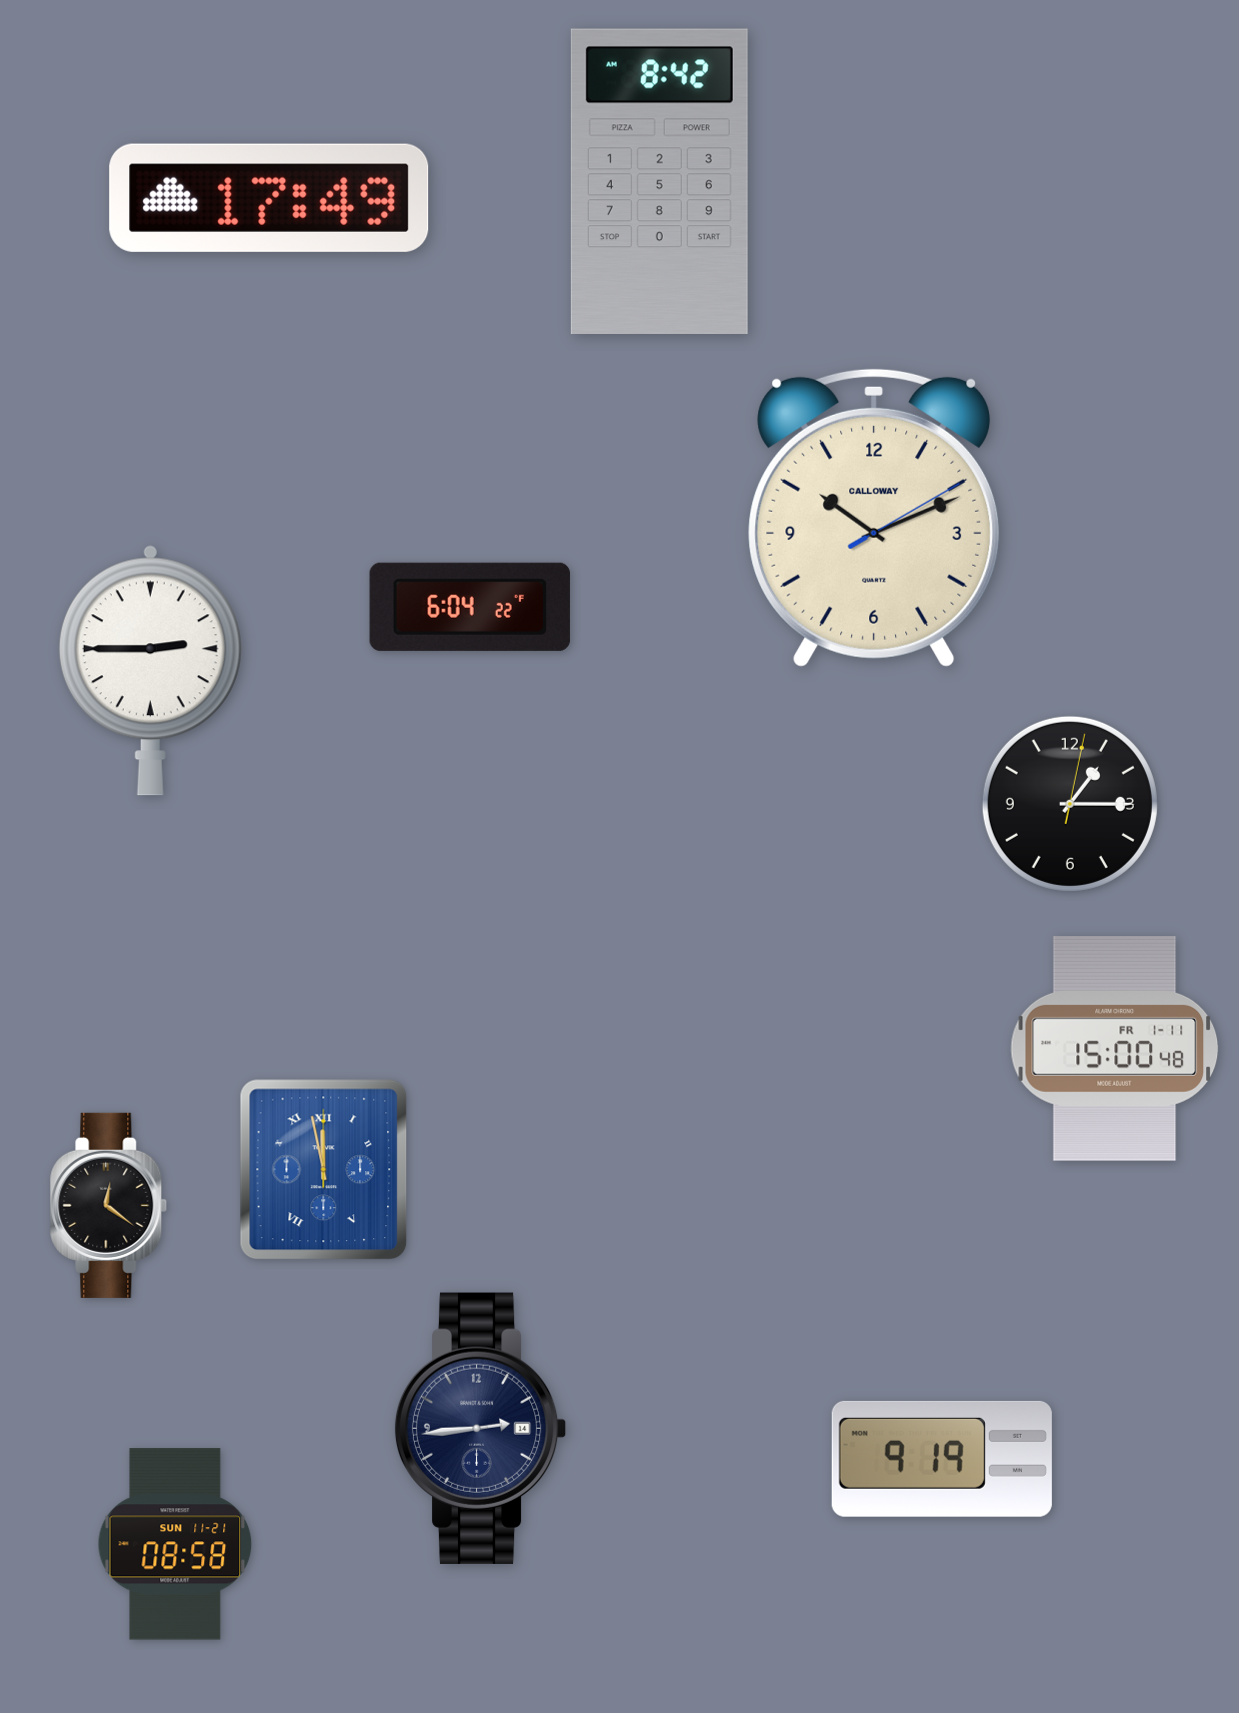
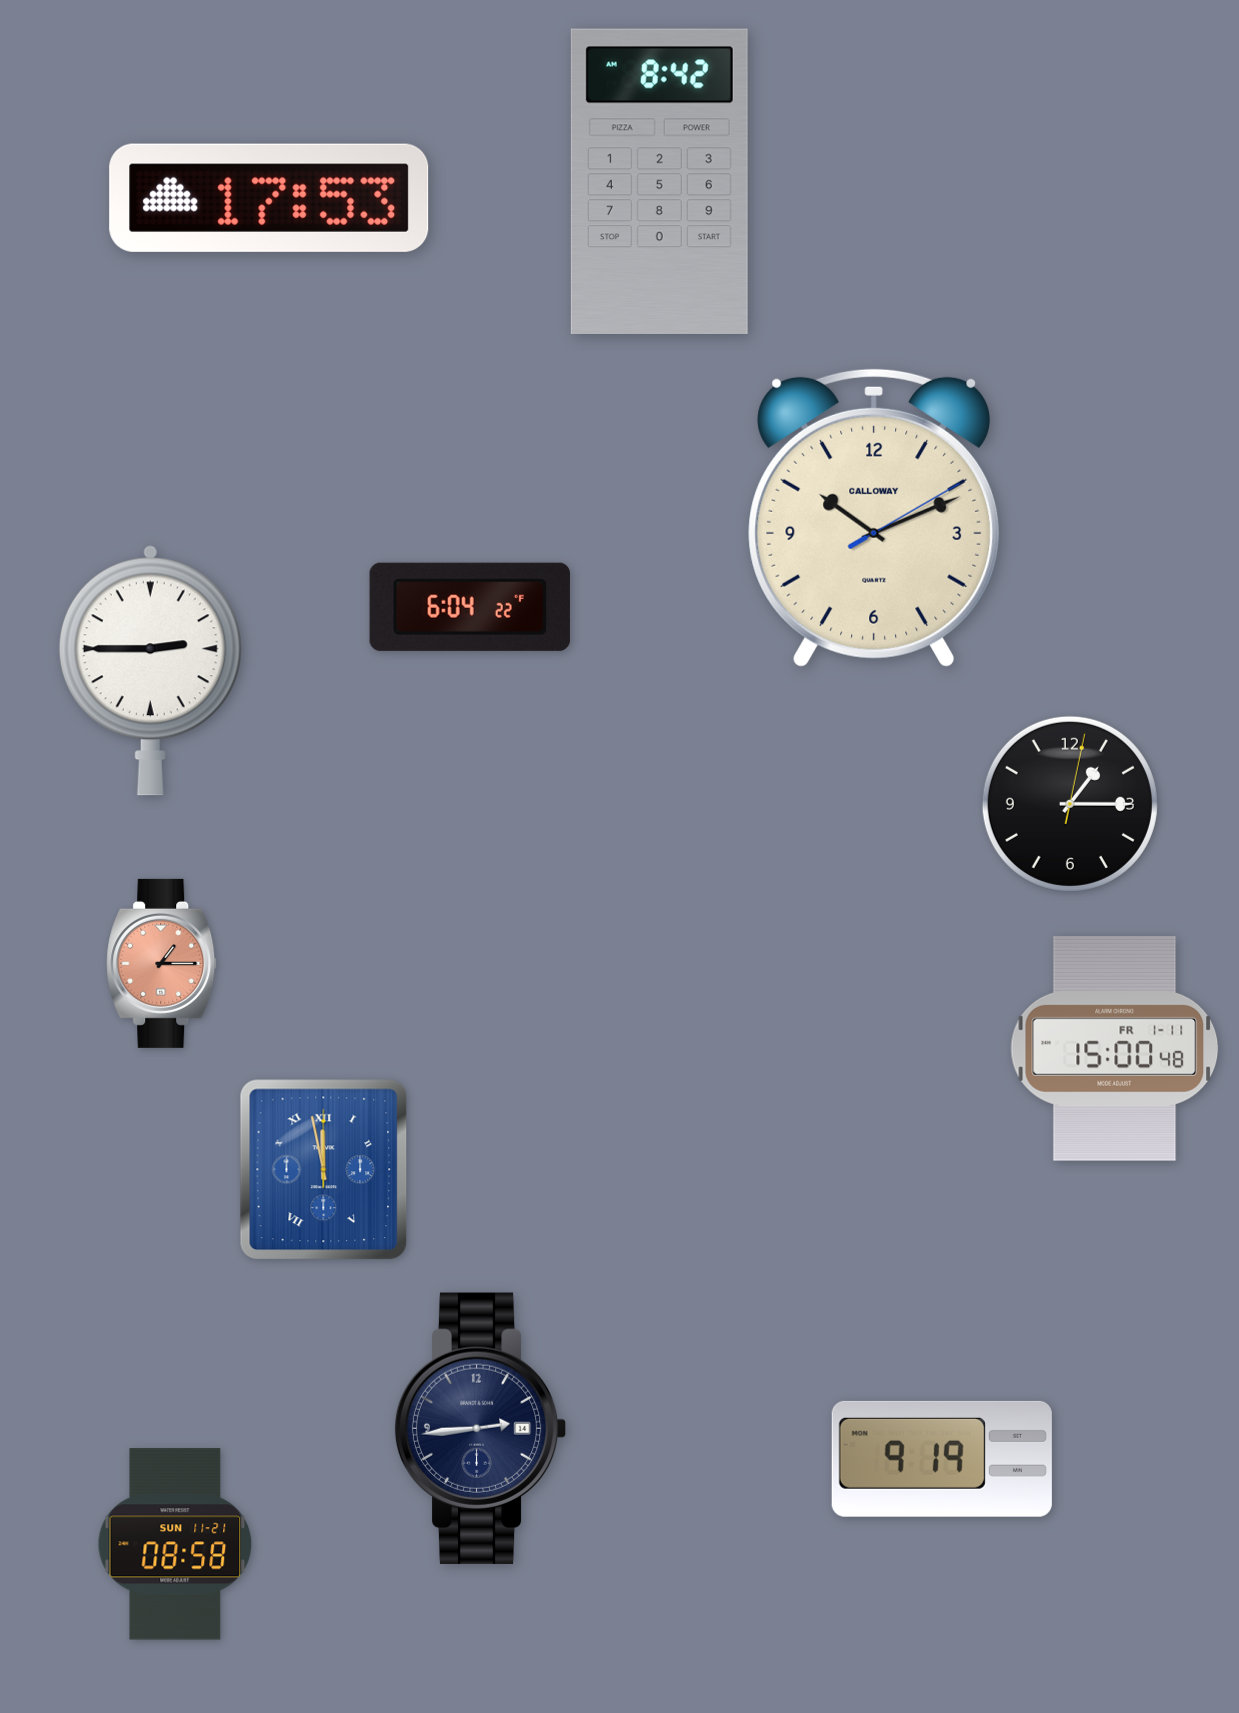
clock at (269, 198): 17:49 -> 17:53
clock at (162, 963): none -> 1:15
clock at (109, 1205): 12:21 -> none
